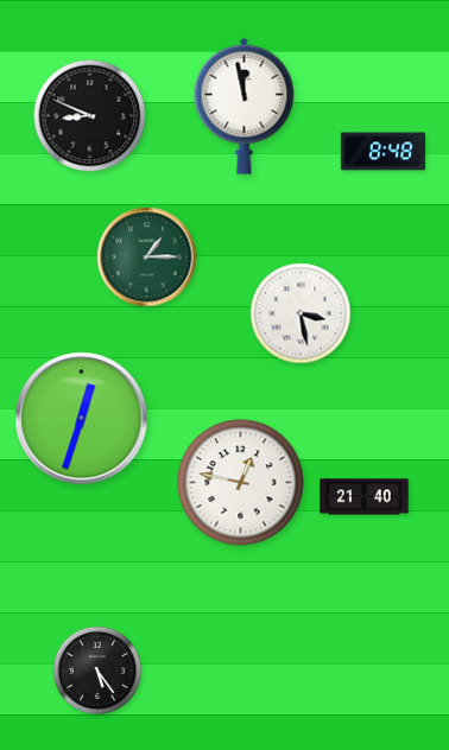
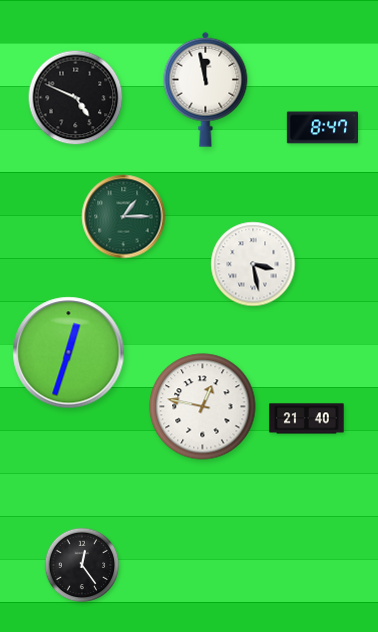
clock at (90, 116): 8:49 -> 4:49
clock at (382, 152): 8:48 -> 8:47
clock at (97, 670): 5:24 -> 12:24
